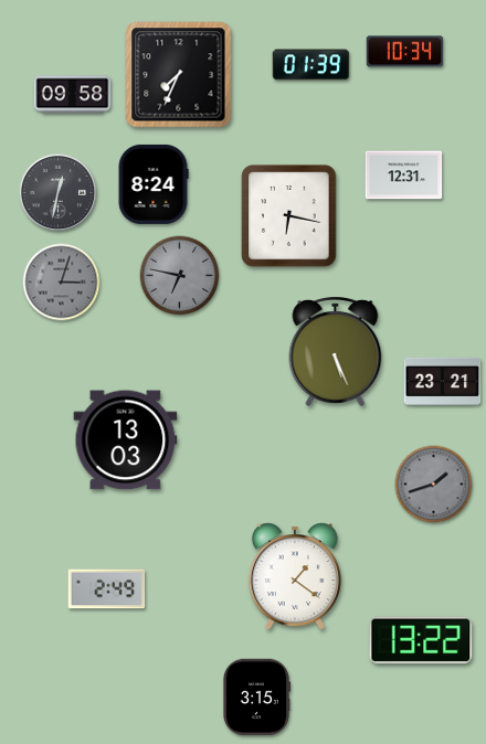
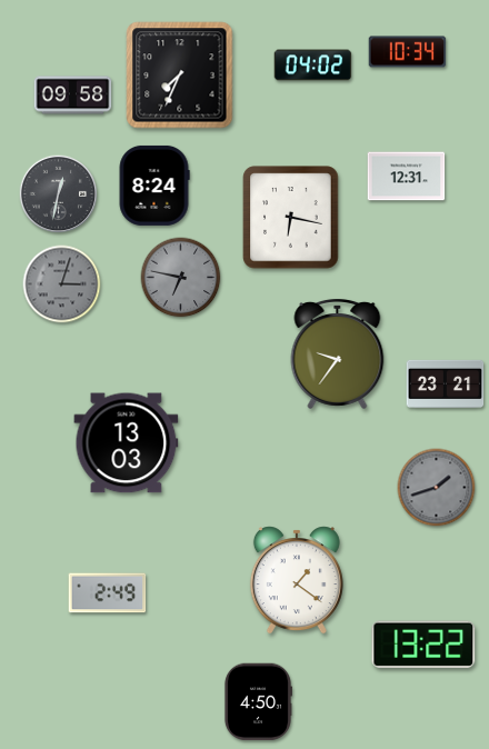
clock at (311, 65): 01:39 -> 04:02
clock at (336, 351): 5:26 -> 9:36
clock at (256, 698): 3:15 -> 4:50
